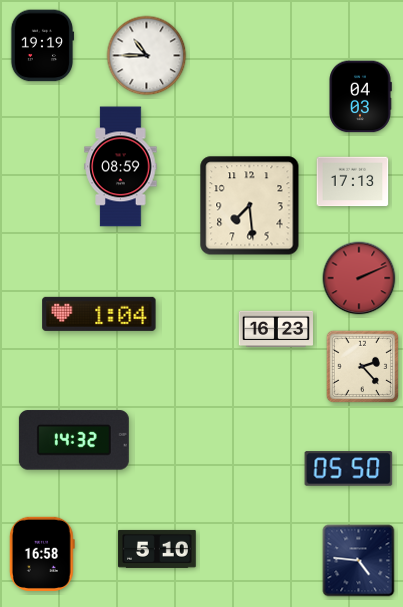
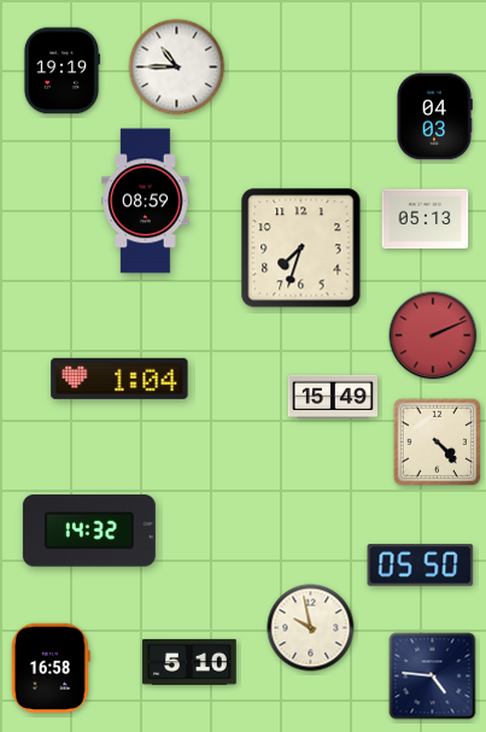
clock at (42, 46) position: (42, 46) -> (62, 71)
clock at (353, 182): 17:13 -> 05:13
clock at (250, 206): 7:29 -> 7:33
clock at (276, 329): 16:23 -> 15:49
clock at (363, 367): 2:23 -> 4:23
clock at (311, 628): none -> 9:58
